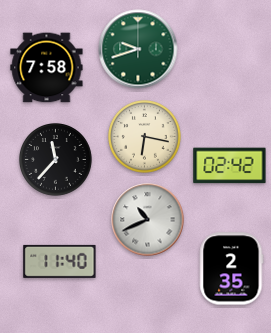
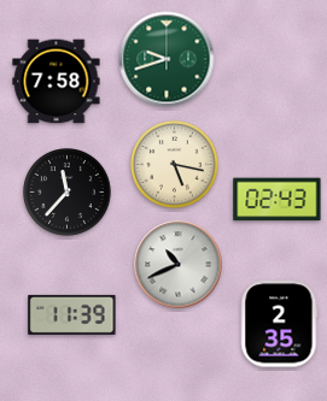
clock at (145, 137): 6:17 -> 5:17
clock at (230, 166): 02:42 -> 02:43
clock at (60, 261): 11:40 -> 11:39
